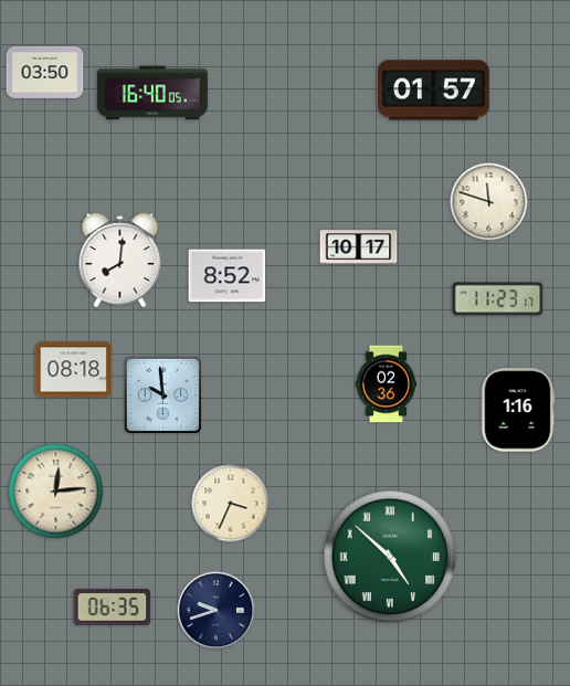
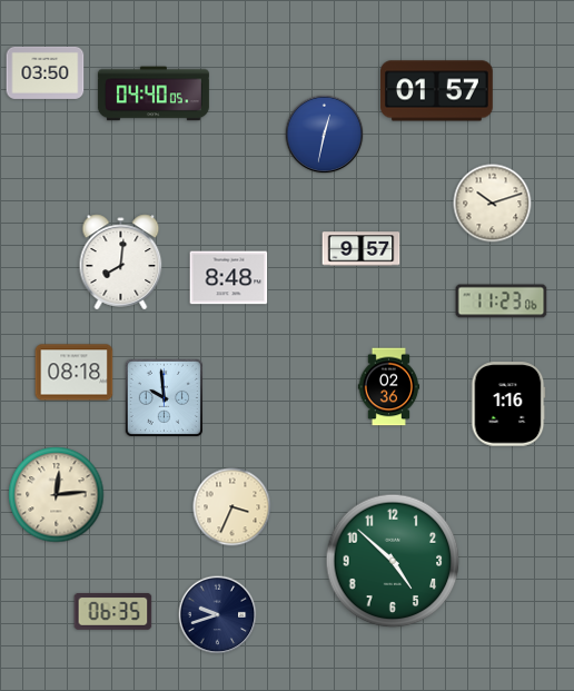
clock at (152, 93): 16:40 -> 04:40
clock at (325, 135): none -> 12:32
clock at (489, 202): 11:48 -> 10:12
clock at (359, 247): 10:17 -> 9:57
clock at (228, 276): 8:52 -> 8:48
clock at (498, 299): 11:23:17 -> 11:23:06
clock at (518, 410) position: (518, 410) -> (508, 404)
clock at (390, 557) numerals: Roman -> Arabic
